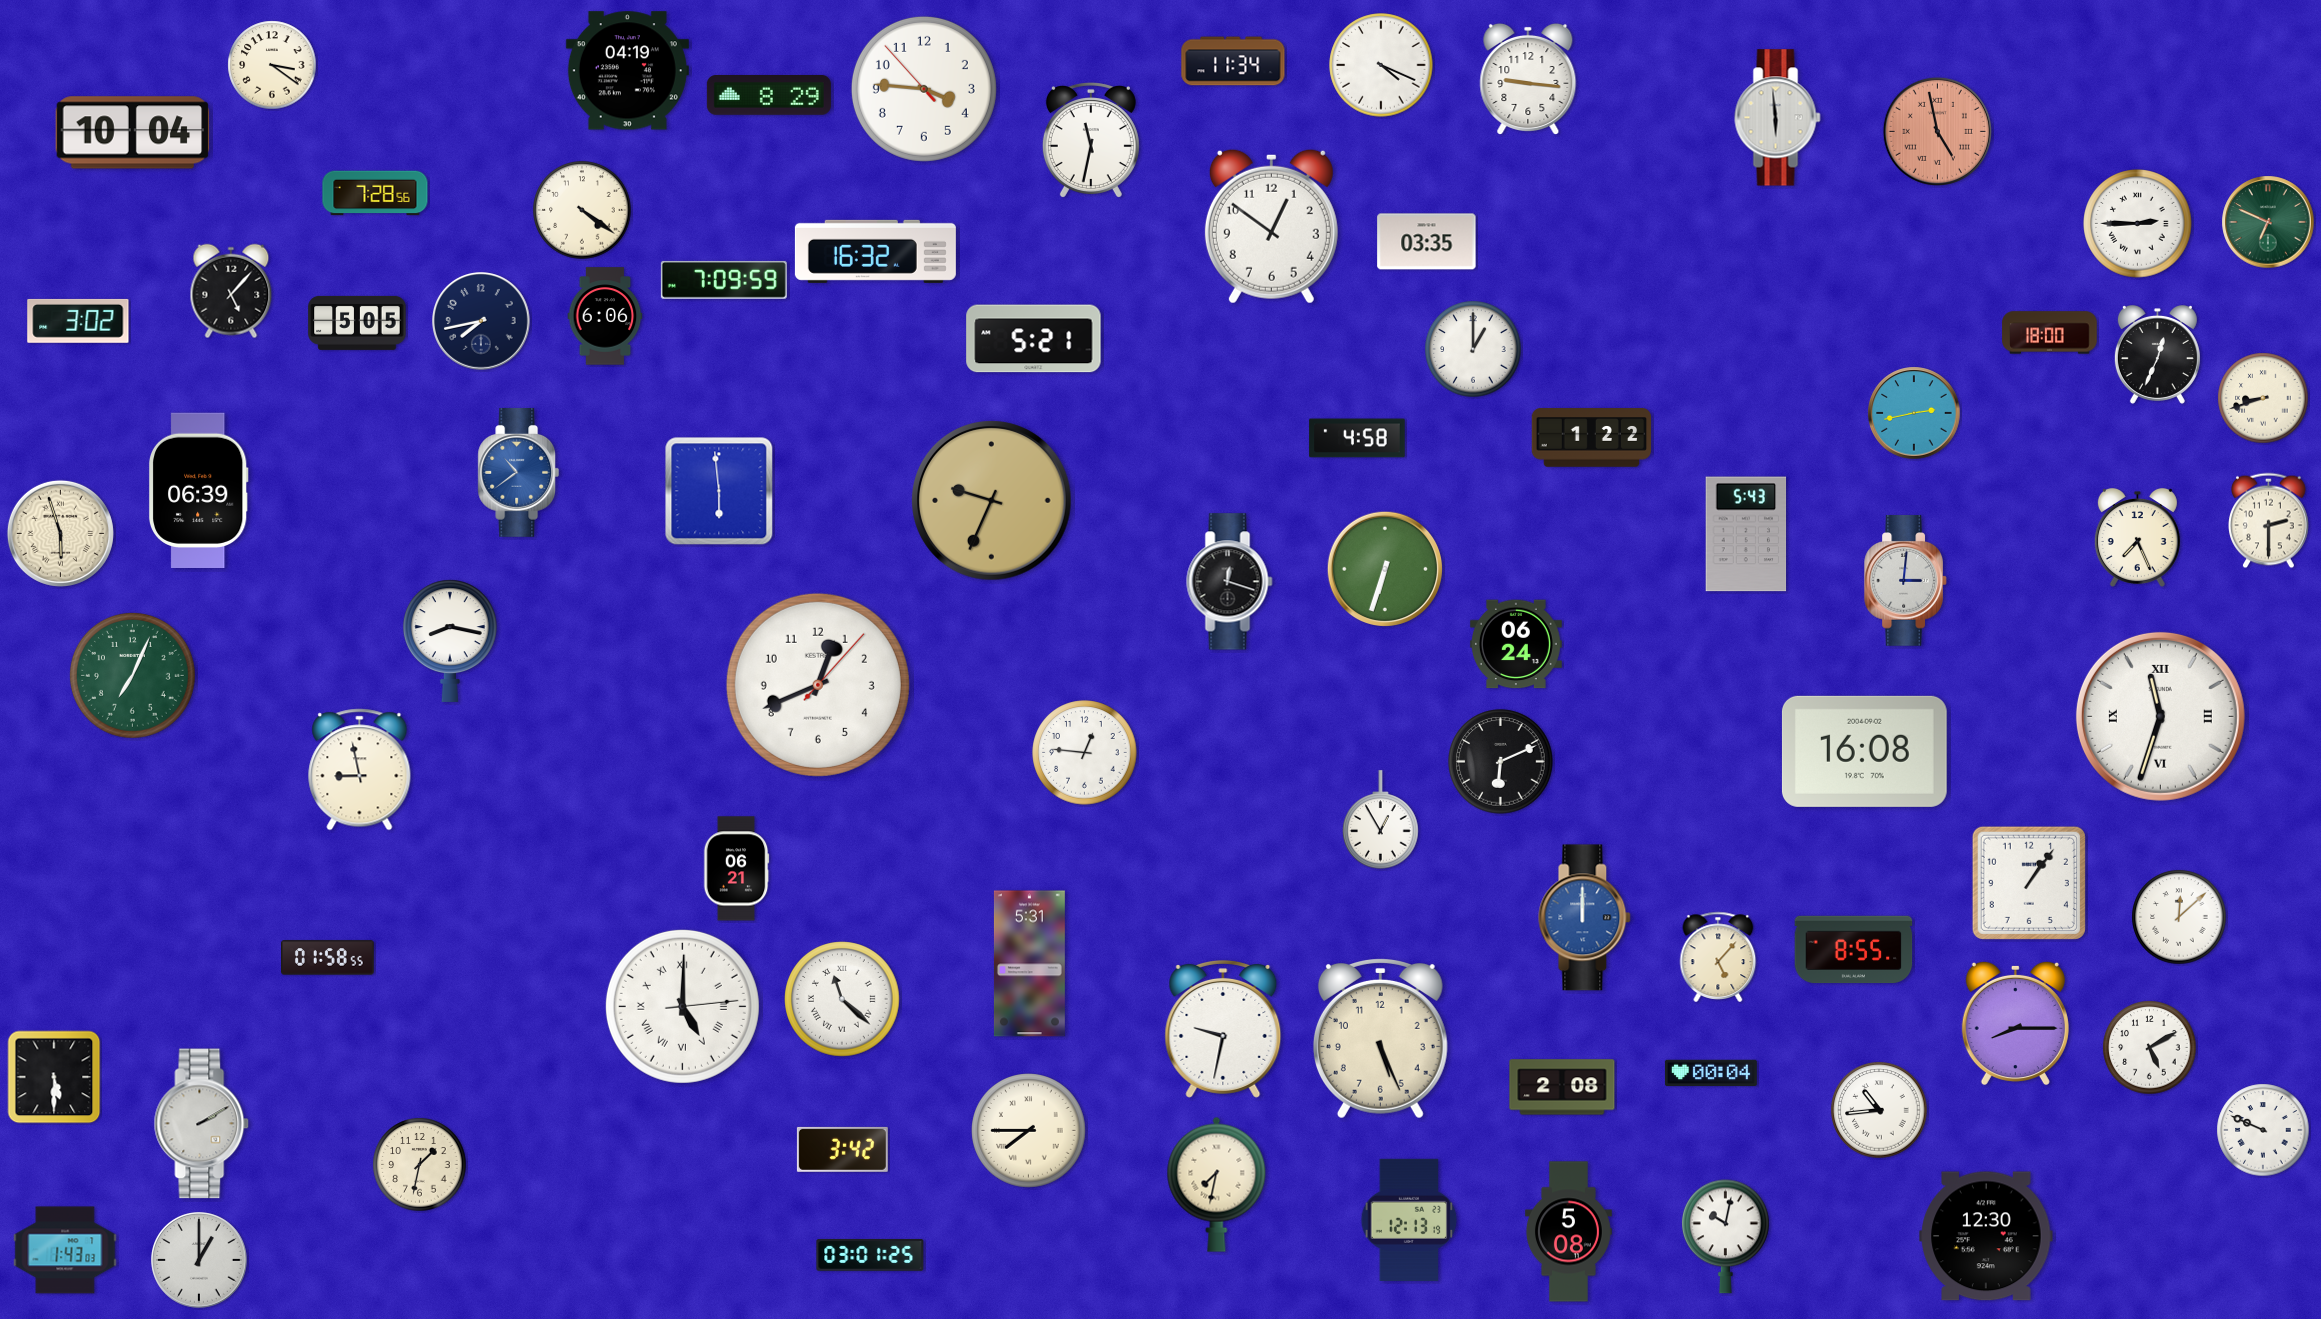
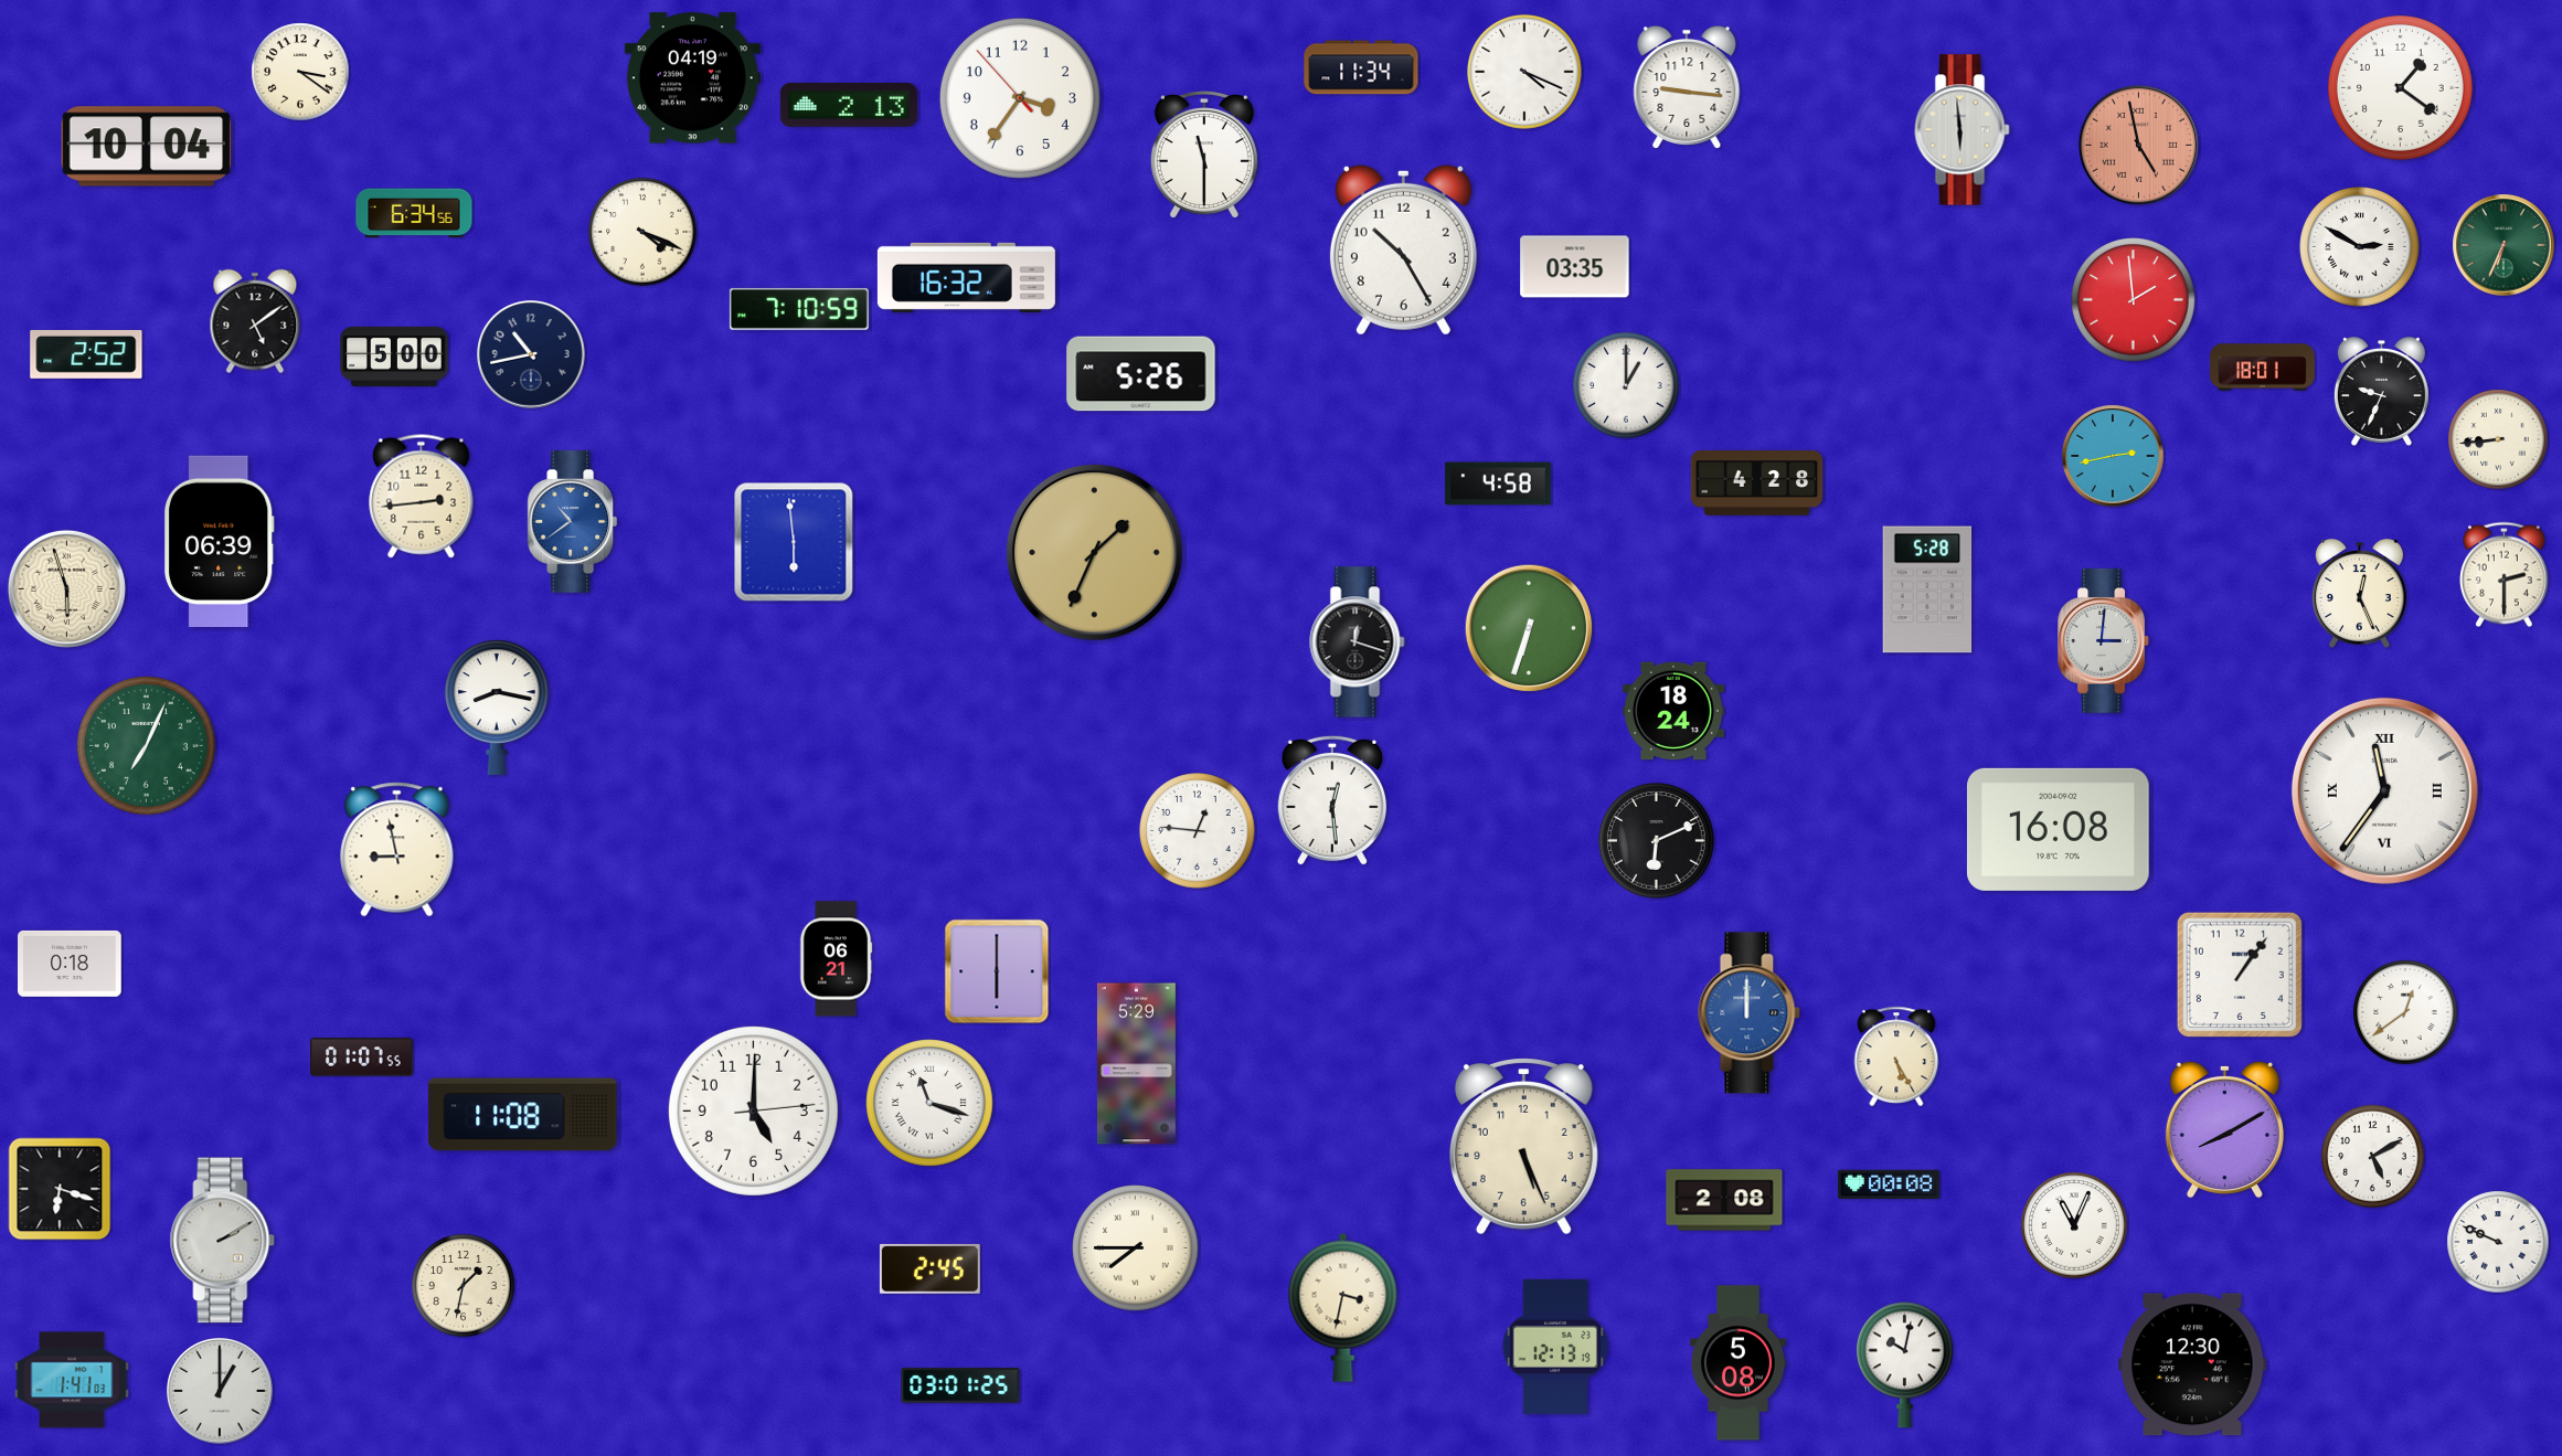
clock at (2400, 87): none -> 1:21
clock at (924, 89): 3:45 -> 3:35
clock at (769, 96): 8:29 -> 2:13
clock at (1091, 140): 11:32 -> 11:30
clock at (375, 193): 7:28 -> 6:34
clock at (582, 210): 4:21 -> 4:19
clock at (2268, 222): 6:49 -> 6:34
clock at (2138, 224): 2:45 -> 2:50
clock at (1271, 226): 12:51 -> 10:25
clock at (2134, 300): none -> 1:59
clock at (724, 280): 7:09 -> 7:10
clock at (231, 291): 5:07 -> 5:09
clock at (605, 316): 6:06 -> none
clock at (78, 321): 3:02 -> 2:52
clock at (482, 322): 7:43 -> 10:43
clock at (357, 323): 5:05 -> 5:00
clock at (2050, 333): 18:00 -> 18:01
clock at (1034, 339): 5:21 -> 5:26
clock at (2157, 355): 12:34 -> 9:34
clock at (2263, 398): 8:42 -> 8:44
clock at (1592, 438): 1:22 -> 4:28
clock at (422, 497): none -> 2:44
clock at (992, 501): 9:34 -> 1:34
clock at (1746, 534): 5:43 -> 5:28
clock at (2137, 538): 7:26 -> 12:26
clock at (1516, 644): 06:24 -> 18:24
clock at (818, 685): 12:41 -> none
clock at (2160, 716): 11:33 -> 11:36
clock at (1332, 800): none -> 12:29
clock at (1381, 820): 12:55 -> none
clock at (736, 869) position: (736, 869) -> (836, 959)
clock at (71, 964): none -> 0:18
clock at (997, 971): none -> 6:00
clock at (2179, 917): 12:08 -> 12:39
clock at (1854, 950): 8:55 -> none
clock at (1718, 957): 5:07 -> 5:25
clock at (328, 958): 01:58 -> 01:07
clock at (1029, 964): 5:31 -> 5:29
clock at (842, 999): 11:22 -> 11:18
clock at (682, 1006) numerals: Roman -> Arabic
clock at (523, 1115): none -> 11:08
clock at (2015, 1023): 8:15 -> 8:10
clock at (1223, 1029): 9:32 -> none
clock at (1711, 1073): 00:04 -> 00:08
clock at (54, 1077): 5:30 -> 6:18
clock at (1879, 1110): 10:44 -> 11:04
clock at (2263, 1130) position: (2263, 1130) -> (2498, 1242)
clock at (842, 1149): 3:42 -> 2:45
clock at (1217, 1184): 7:32 -> 3:32
clock at (1568, 1232) position: (1568, 1232) -> (1737, 1363)
clock at (65, 1250): 1:43 -> 1:41
